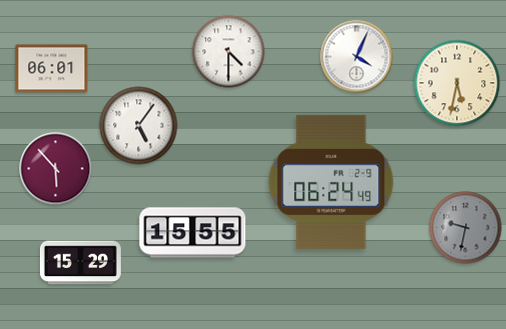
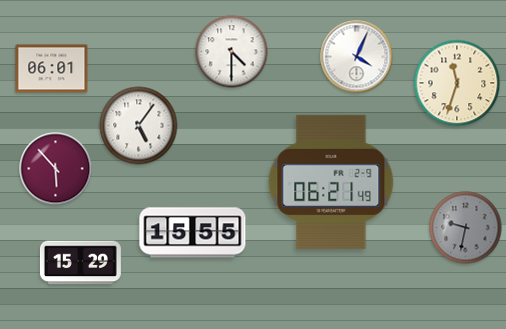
clock at (229, 52) position: (229, 52) -> (232, 52)
clock at (457, 83): 5:32 -> 11:33
clock at (331, 182): 06:24 -> 06:21
